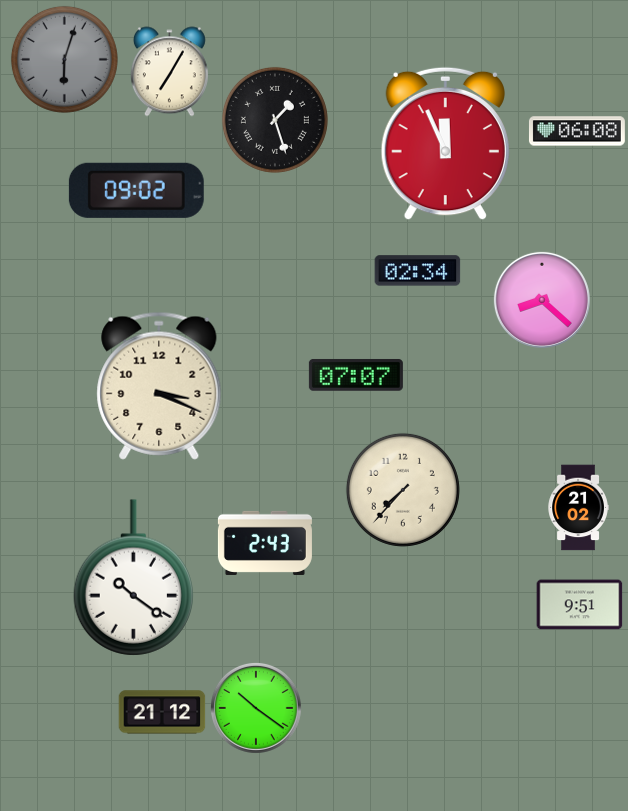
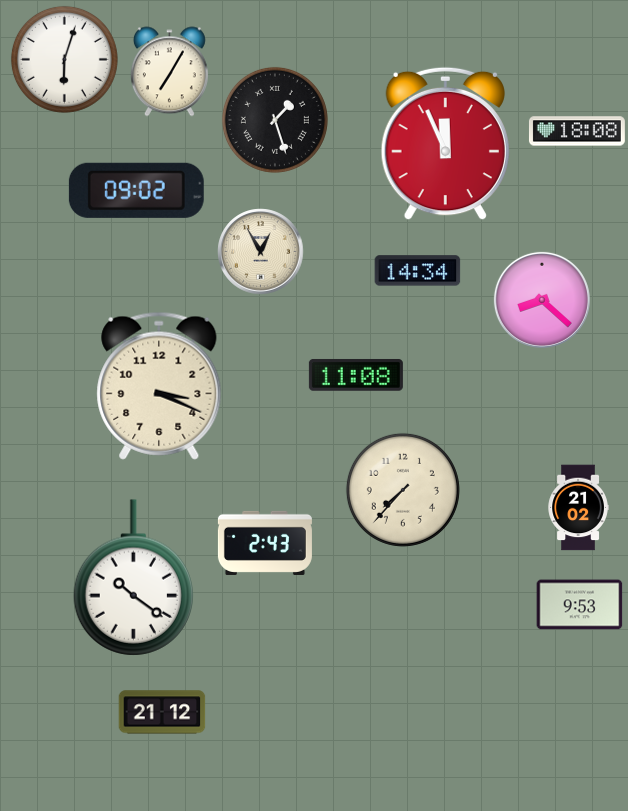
clock at (64, 59) dial: grey -> white
clock at (577, 131): 06:08 -> 18:08
clock at (261, 252): none -> 12:55
clock at (418, 271): 02:34 -> 14:34
clock at (356, 375): 07:07 -> 11:08
clock at (580, 605): 9:51 -> 9:53
clock at (256, 708): 10:21 -> none
